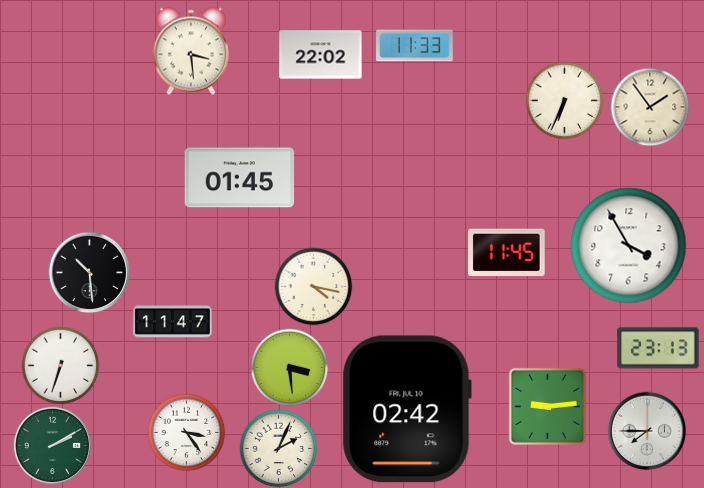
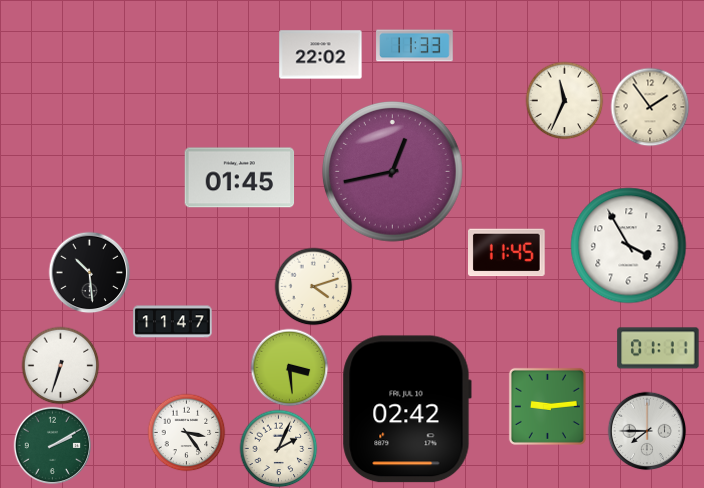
clock at (191, 51): 3:29 -> none
clock at (564, 100): 6:34 -> 11:34
clock at (393, 172): none -> 12:43
clock at (313, 286): 4:17 -> 4:12
clock at (658, 348): 23:13 -> 01:11
